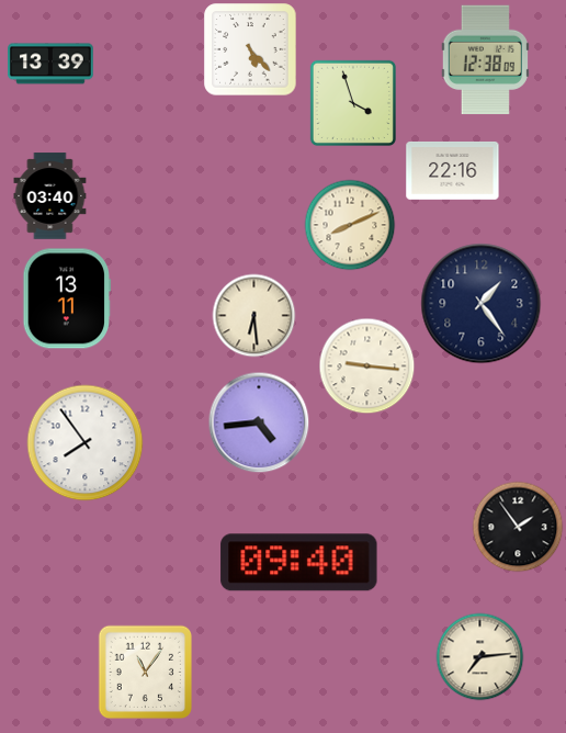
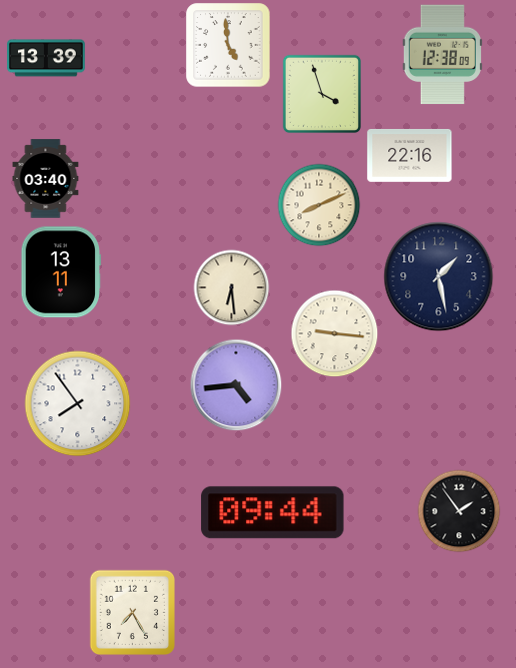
clock at (250, 49): 5:23 -> 4:59
clock at (453, 170) position: (453, 170) -> (410, 155)
clock at (482, 304): 1:24 -> 1:28
clock at (518, 527) position: (518, 527) -> (459, 511)
clock at (299, 563): 09:40 -> 09:44
clock at (480, 657): 7:14 -> none
clock at (145, 672): 11:06 -> 7:25
